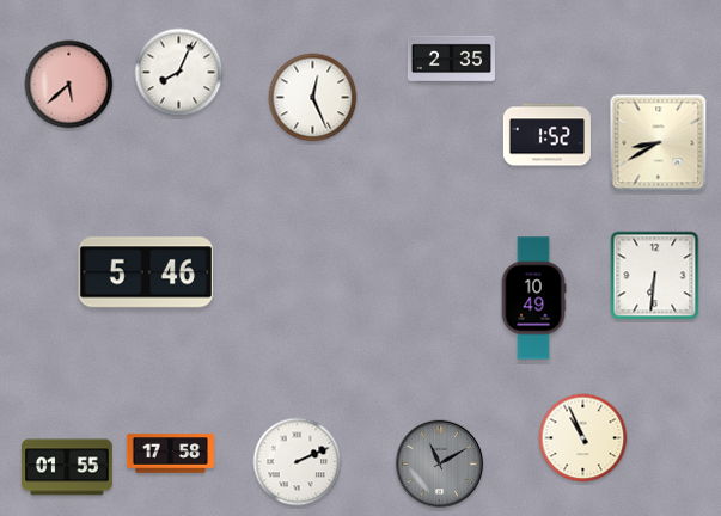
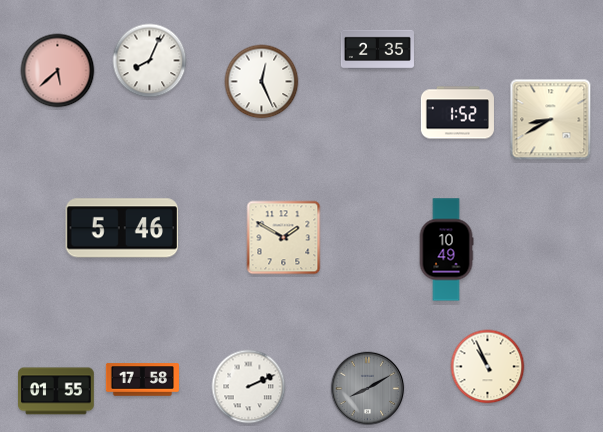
clock at (655, 276): 6:31 -> none
clock at (284, 238): none -> 1:50
clock at (440, 465): 11:10 -> 8:10
